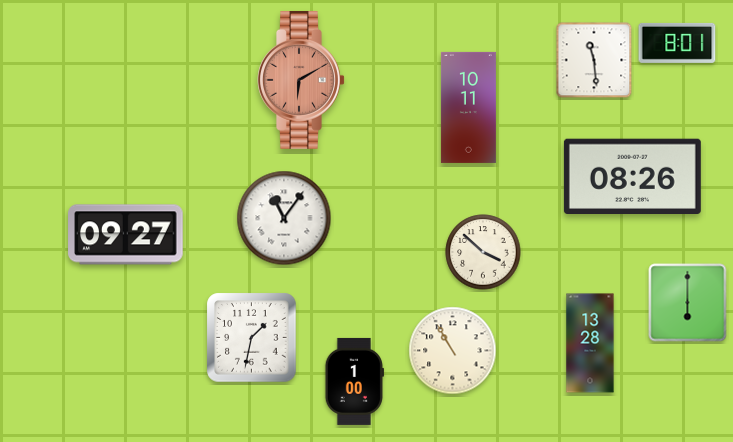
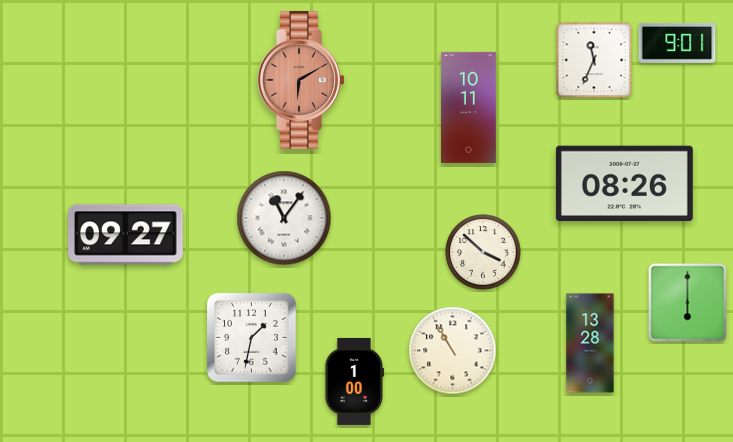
clock at (677, 43): 8:01 -> 9:01
clock at (594, 60): 11:29 -> 11:34
clock at (632, 176) position: (632, 176) -> (624, 183)
